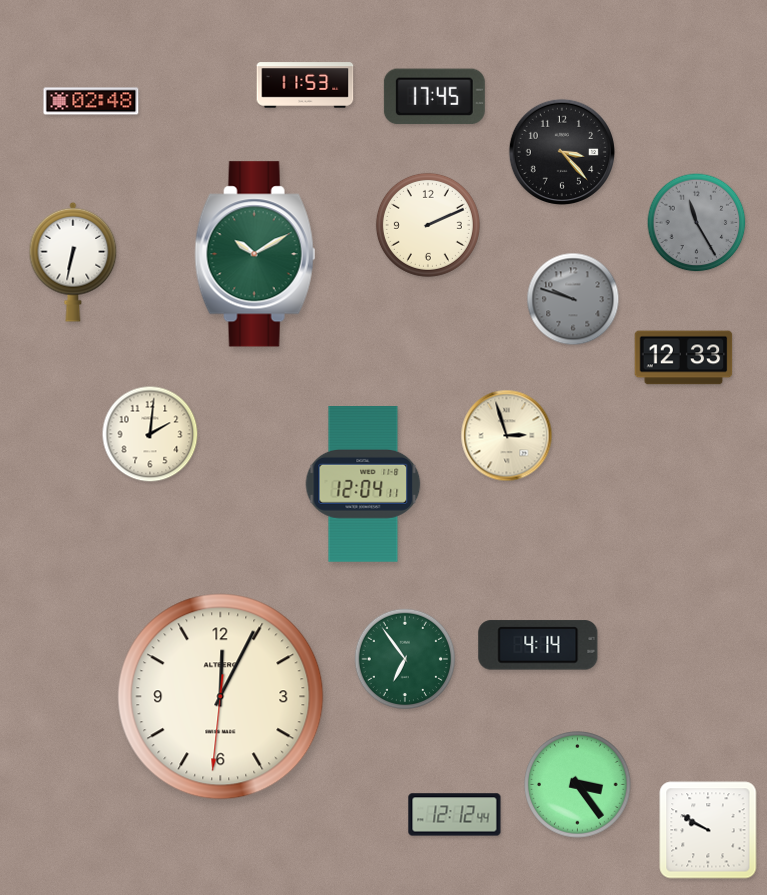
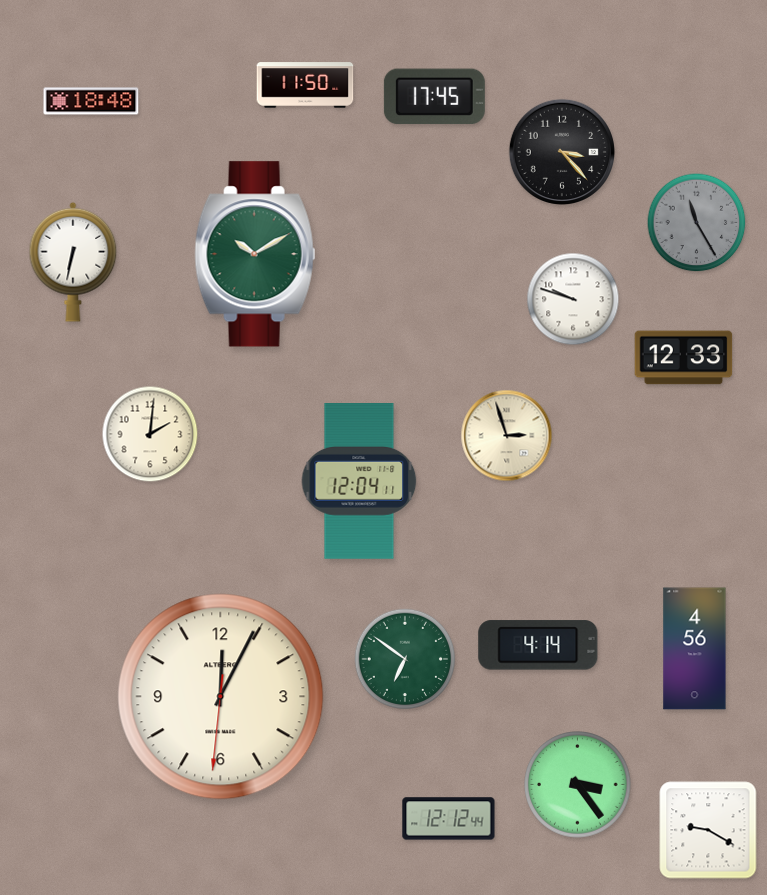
clock at (305, 85): 11:53 -> 11:50
clock at (91, 101): 02:48 -> 18:48
clock at (428, 225): 2:11 -> none
clock at (573, 299) dial: grey -> white
clock at (363, 485) position: (363, 485) -> (359, 482)
clock at (695, 649): none -> 4:56
clock at (405, 659): 6:54 -> 6:51
clock at (455, 815) position: (455, 815) -> (449, 819)
clock at (708, 830): 9:50 -> 9:20
